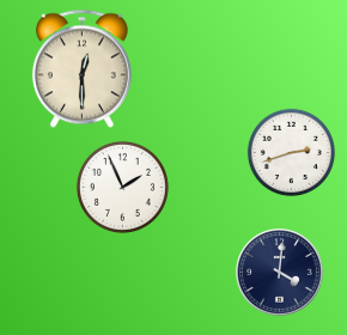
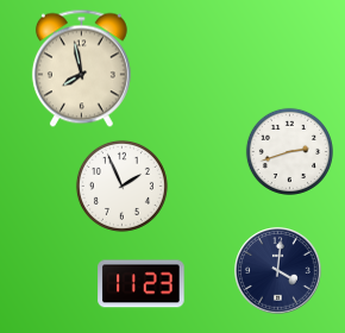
clock at (81, 69): 12:30 -> 7:58
clock at (142, 284): none -> 11:23
